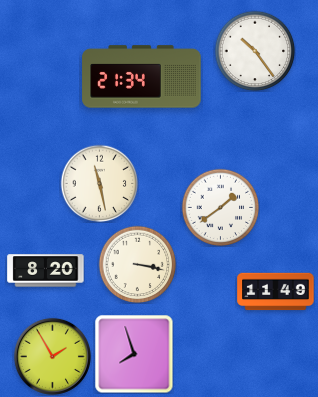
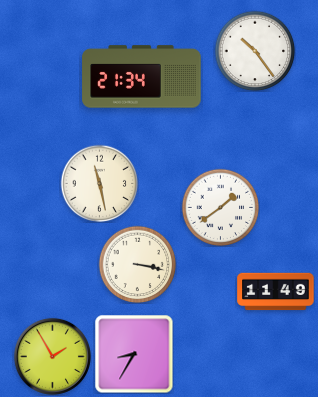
clock at (46, 271): 8:20 -> none
clock at (134, 354): 7:57 -> 8:35
